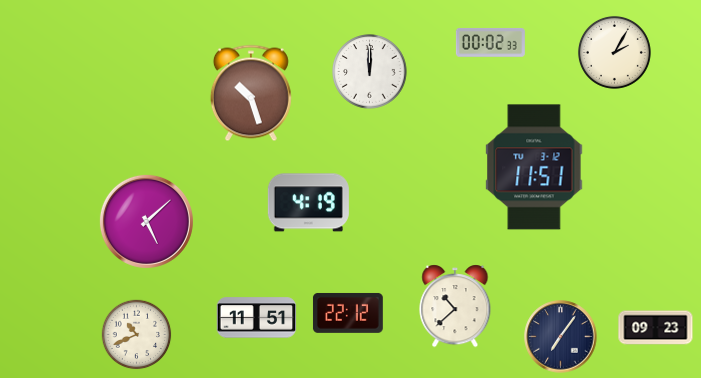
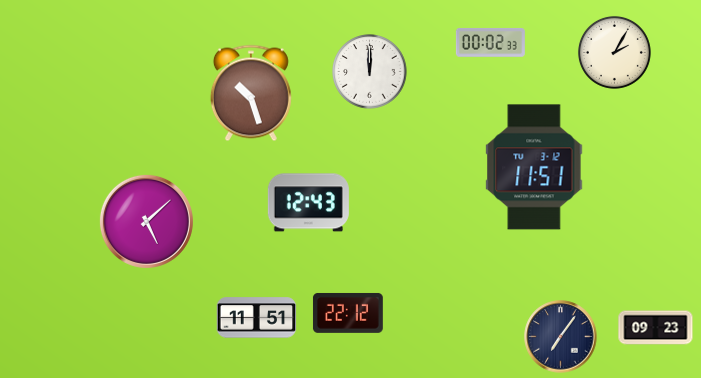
clock at (308, 203): 4:19 -> 12:43
clock at (455, 306): 10:38 -> none
clock at (137, 335): 10:41 -> none
